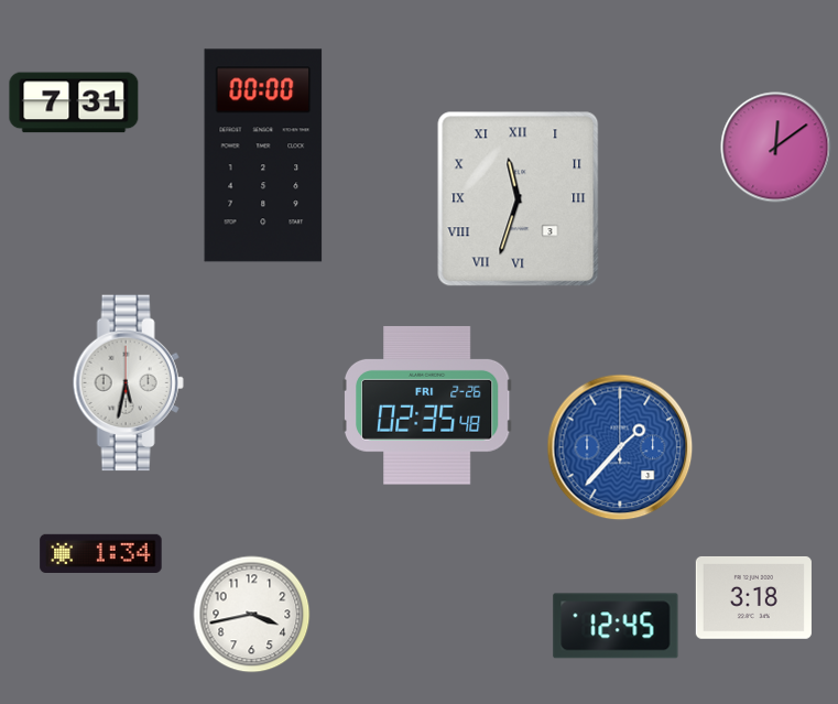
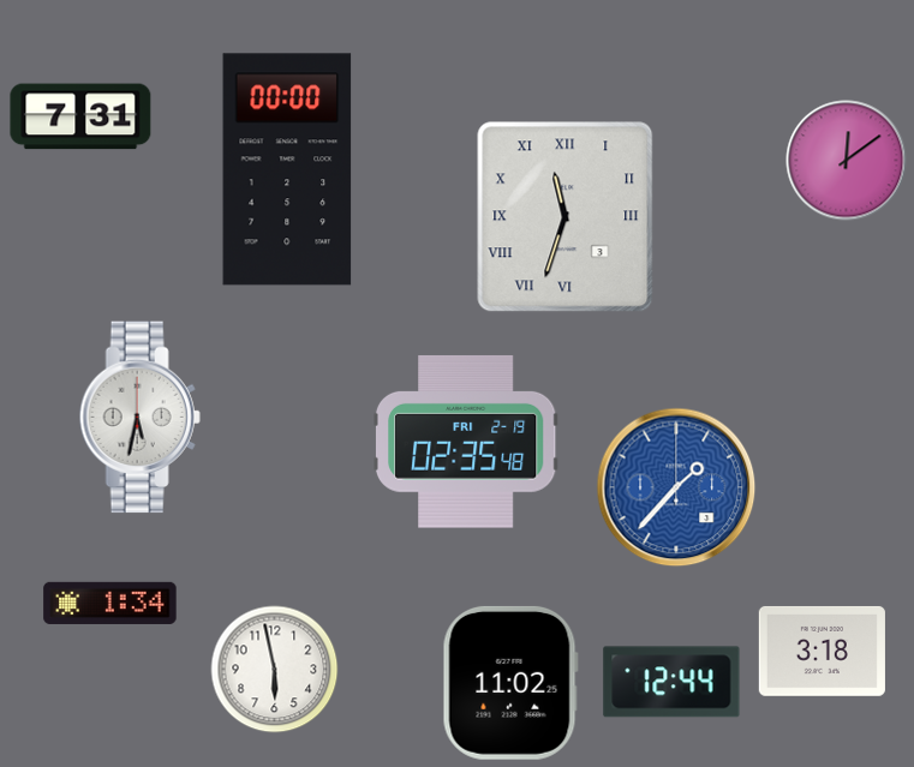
clock at (74, 102) position: (74, 102) -> (80, 116)
clock at (427, 405) date: FRI 2-26 -> FRI 2-19
clock at (252, 615): 3:43 -> 5:58
clock at (616, 626): 12:45 -> 12:44
clock at (510, 683): none -> 11:02
